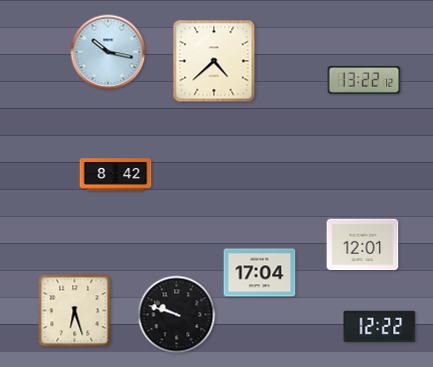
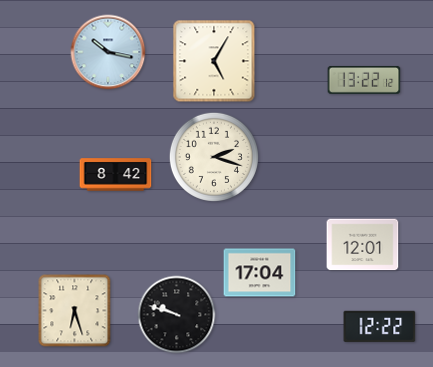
clock at (214, 61): 4:38 -> 5:05
clock at (214, 157): none -> 2:18
